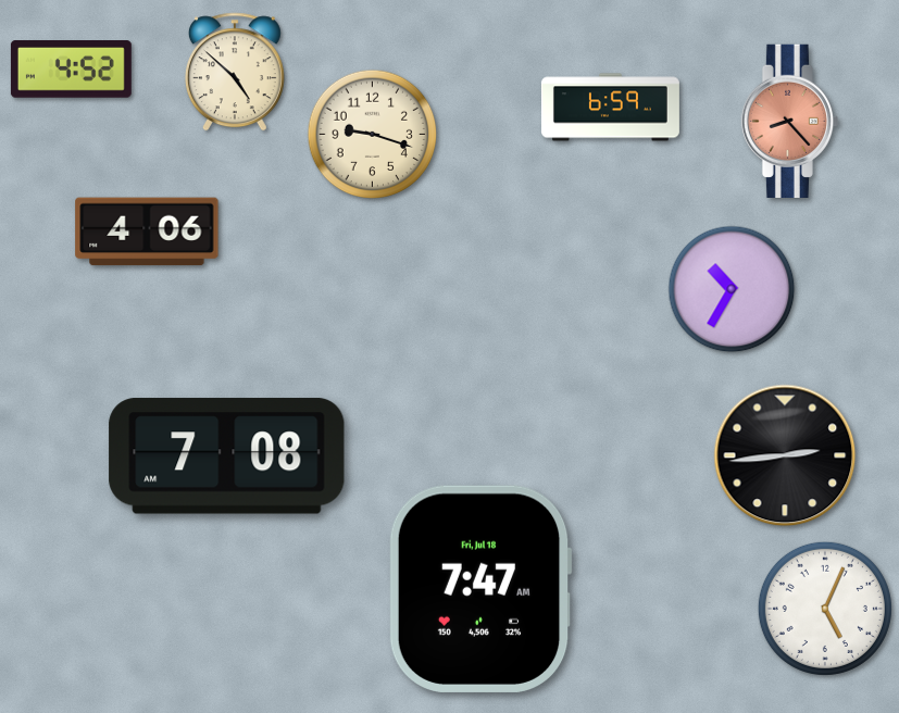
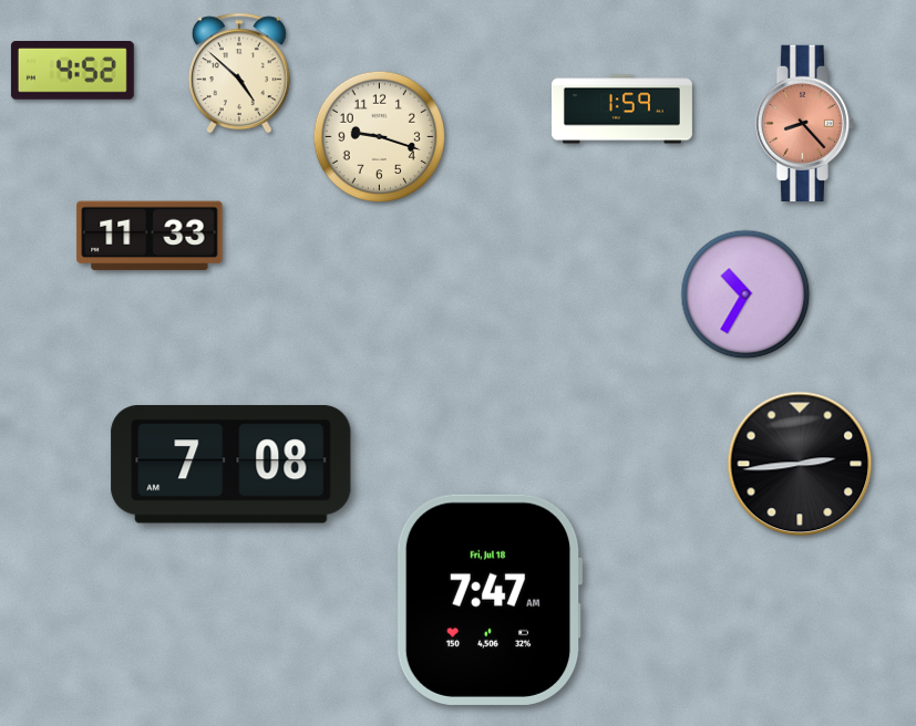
clock at (610, 108): 6:59 -> 1:59
clock at (147, 232): 4:06 -> 11:33
clock at (825, 609): 5:04 -> none
